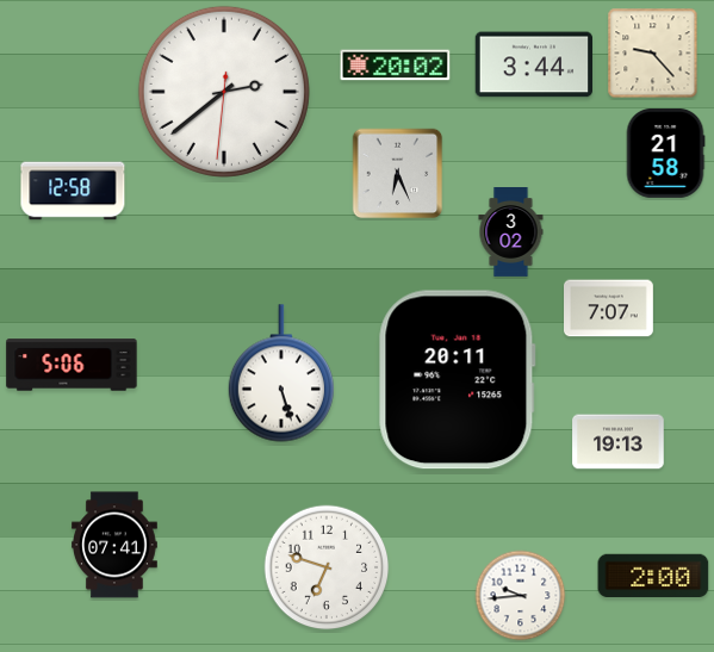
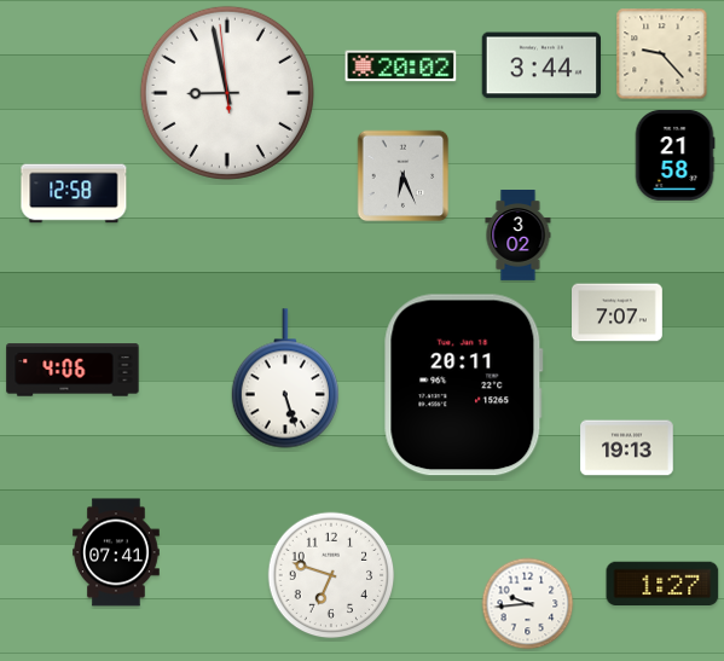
clock at (224, 92): 2:38 -> 8:57
clock at (72, 365): 5:06 -> 4:06
clock at (653, 576): 2:00 -> 1:27
